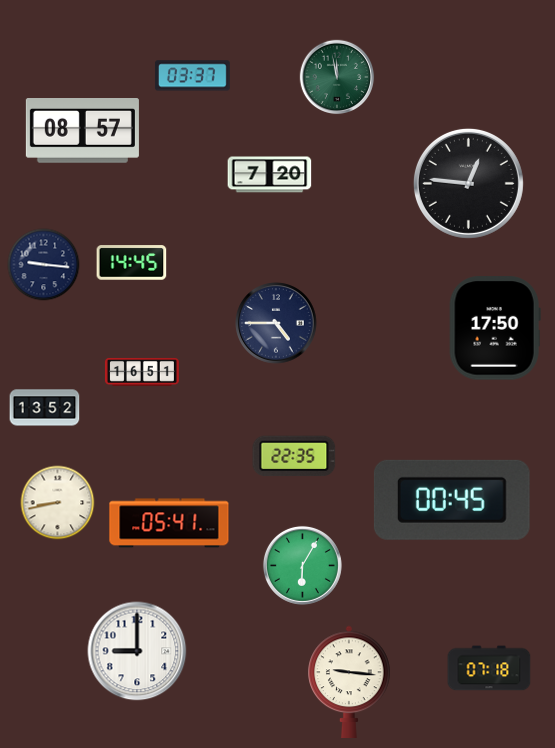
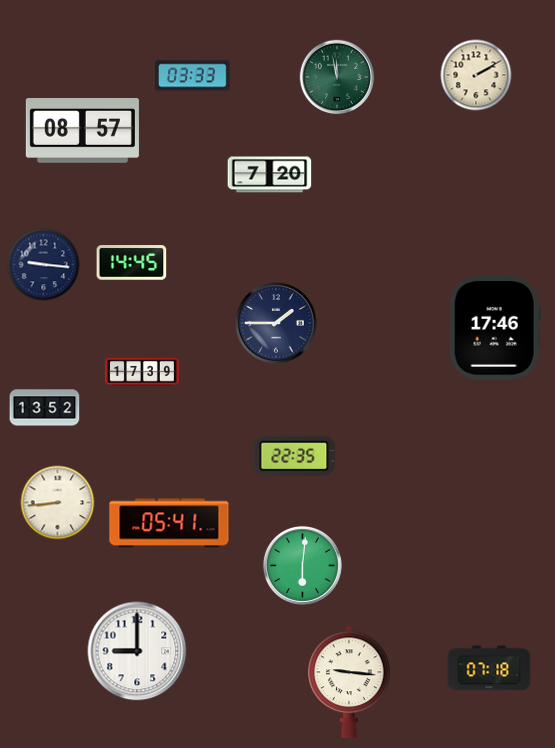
clock at (476, 75): none -> 2:10
clock at (193, 76): 03:37 -> 03:33
clock at (468, 183): 12:46 -> none
clock at (276, 323): 4:45 -> 1:45
clock at (495, 328): 17:50 -> 17:46
clock at (142, 372): 16:51 -> 17:39
clock at (452, 500): 00:45 -> none
clock at (58, 503): 8:43 -> 8:44
clock at (302, 565): 6:05 -> 6:01
